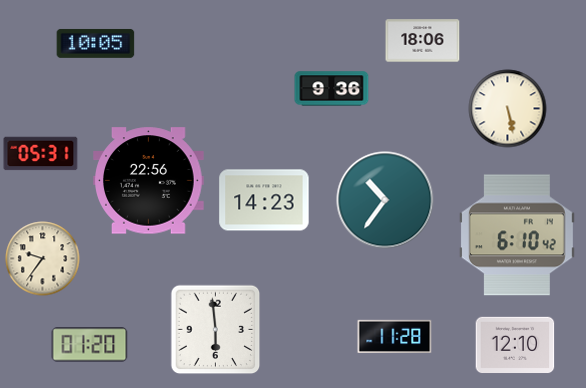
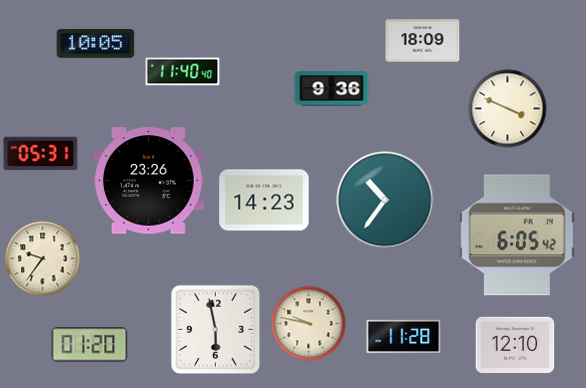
clock at (423, 41): 18:06 -> 18:09
clock at (183, 72): none -> 11:40
clock at (508, 109): 5:28 -> 3:49
clock at (149, 181): 22:56 -> 23:26
clock at (517, 235): 6:10 -> 6:05
clock at (309, 324): none -> 9:47
clock at (216, 330): 5:59 -> 5:58
clock at (395, 337) position: (395, 337) -> (404, 337)
